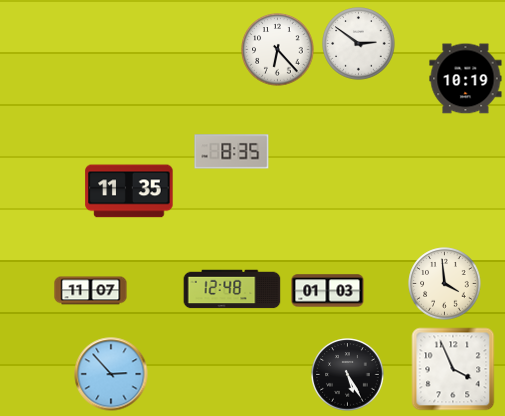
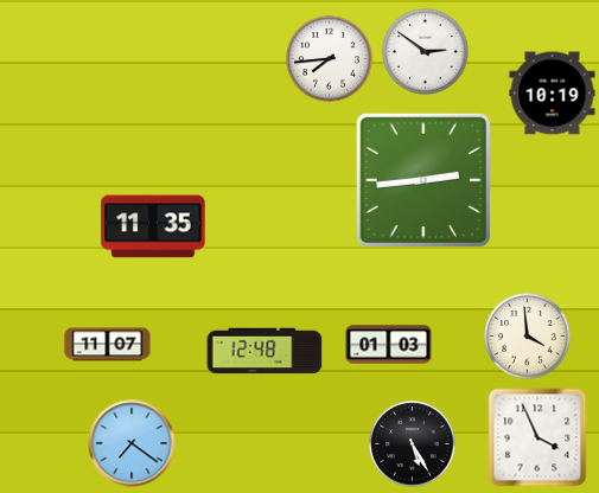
clock at (278, 50): 6:23 -> 7:44
clock at (422, 179): none -> 2:44
clock at (232, 152): 8:35 -> none
clock at (232, 289) position: (232, 289) -> (265, 351)
clock at (111, 374): 2:53 -> 7:21
